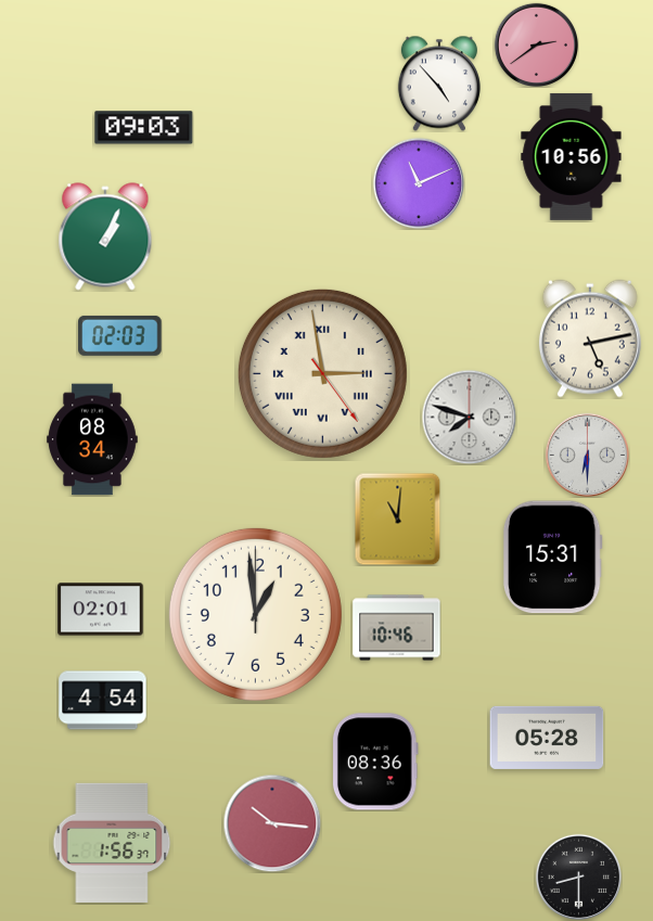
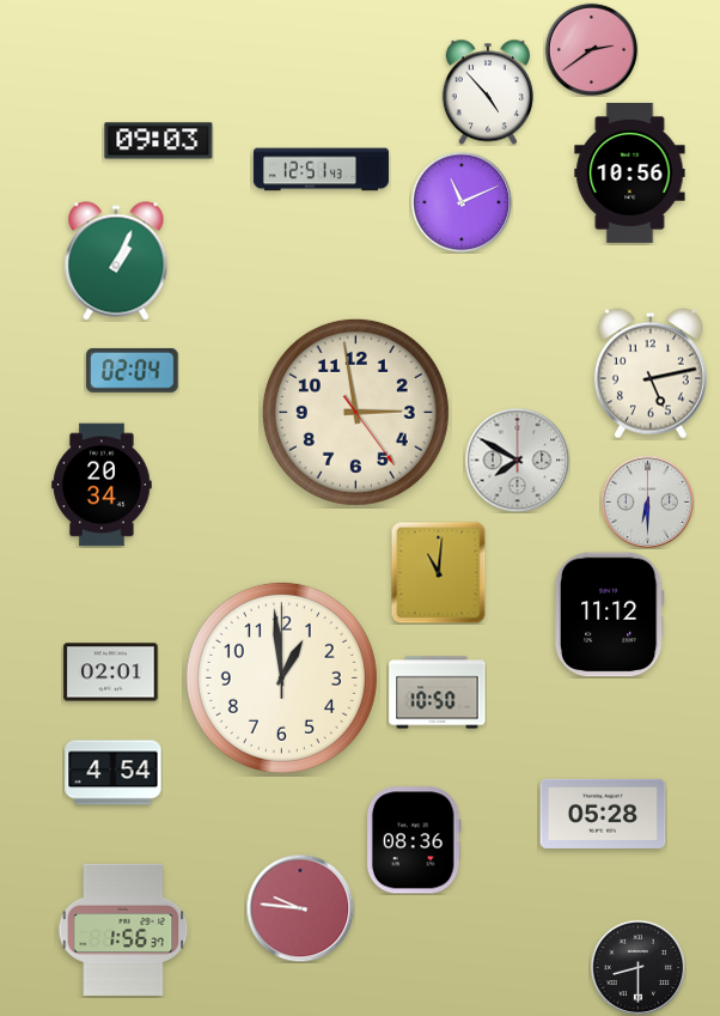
clock at (439, 84) position: (439, 84) -> (488, 92)
clock at (321, 170): none -> 12:51
clock at (120, 335): 02:03 -> 02:04
clock at (322, 373) numerals: Roman -> Arabic
clock at (469, 417): 7:48 -> 7:50
clock at (92, 439): 08:34 -> 20:34
clock at (552, 558): 15:31 -> 11:12
clock at (397, 628): 10:46 -> 10:50
clock at (272, 823): 10:16 -> 9:46
